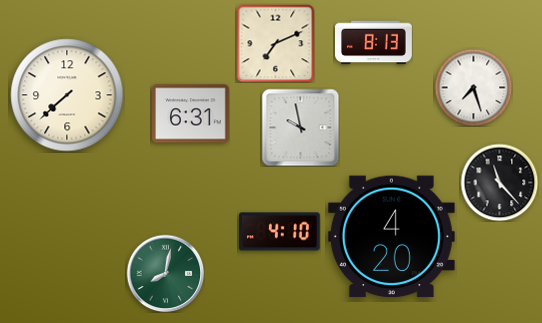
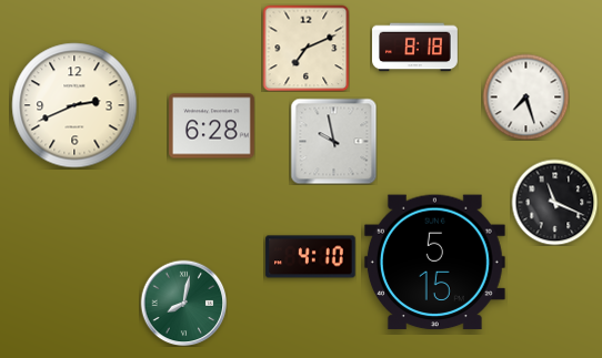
clock at (374, 43): 8:13 -> 8:18
clock at (67, 95): 7:38 -> 2:41
clock at (191, 114): 6:31 -> 6:28
clock at (499, 182): 11:23 -> 11:19
clock at (391, 237): 4:20 -> 5:15
